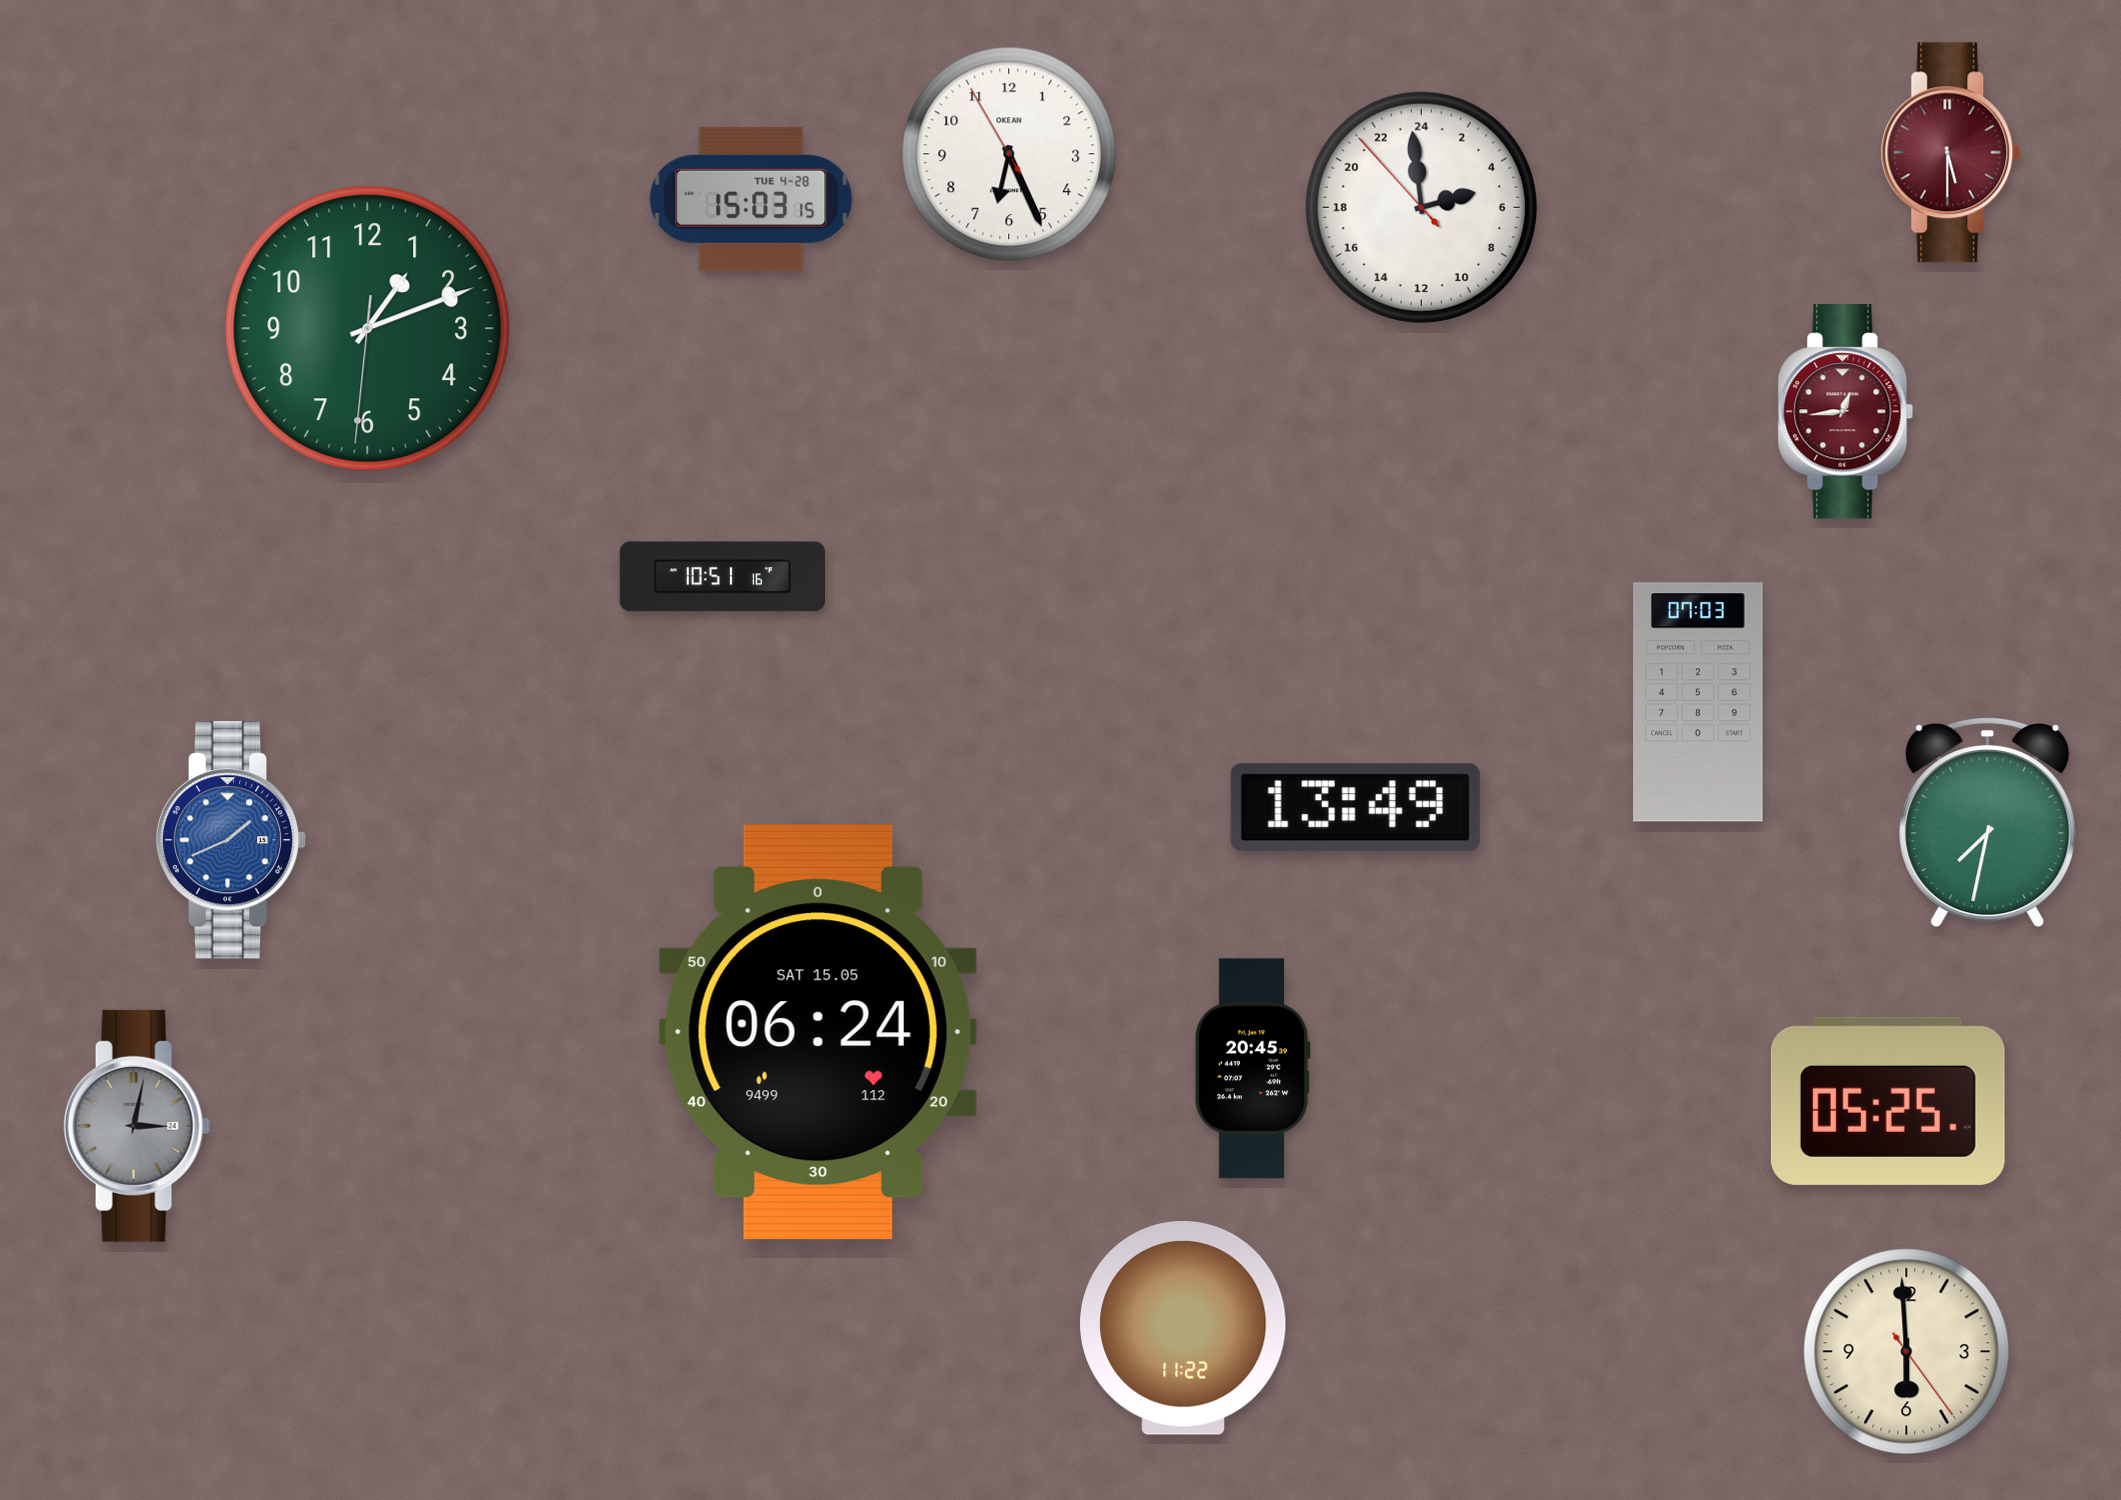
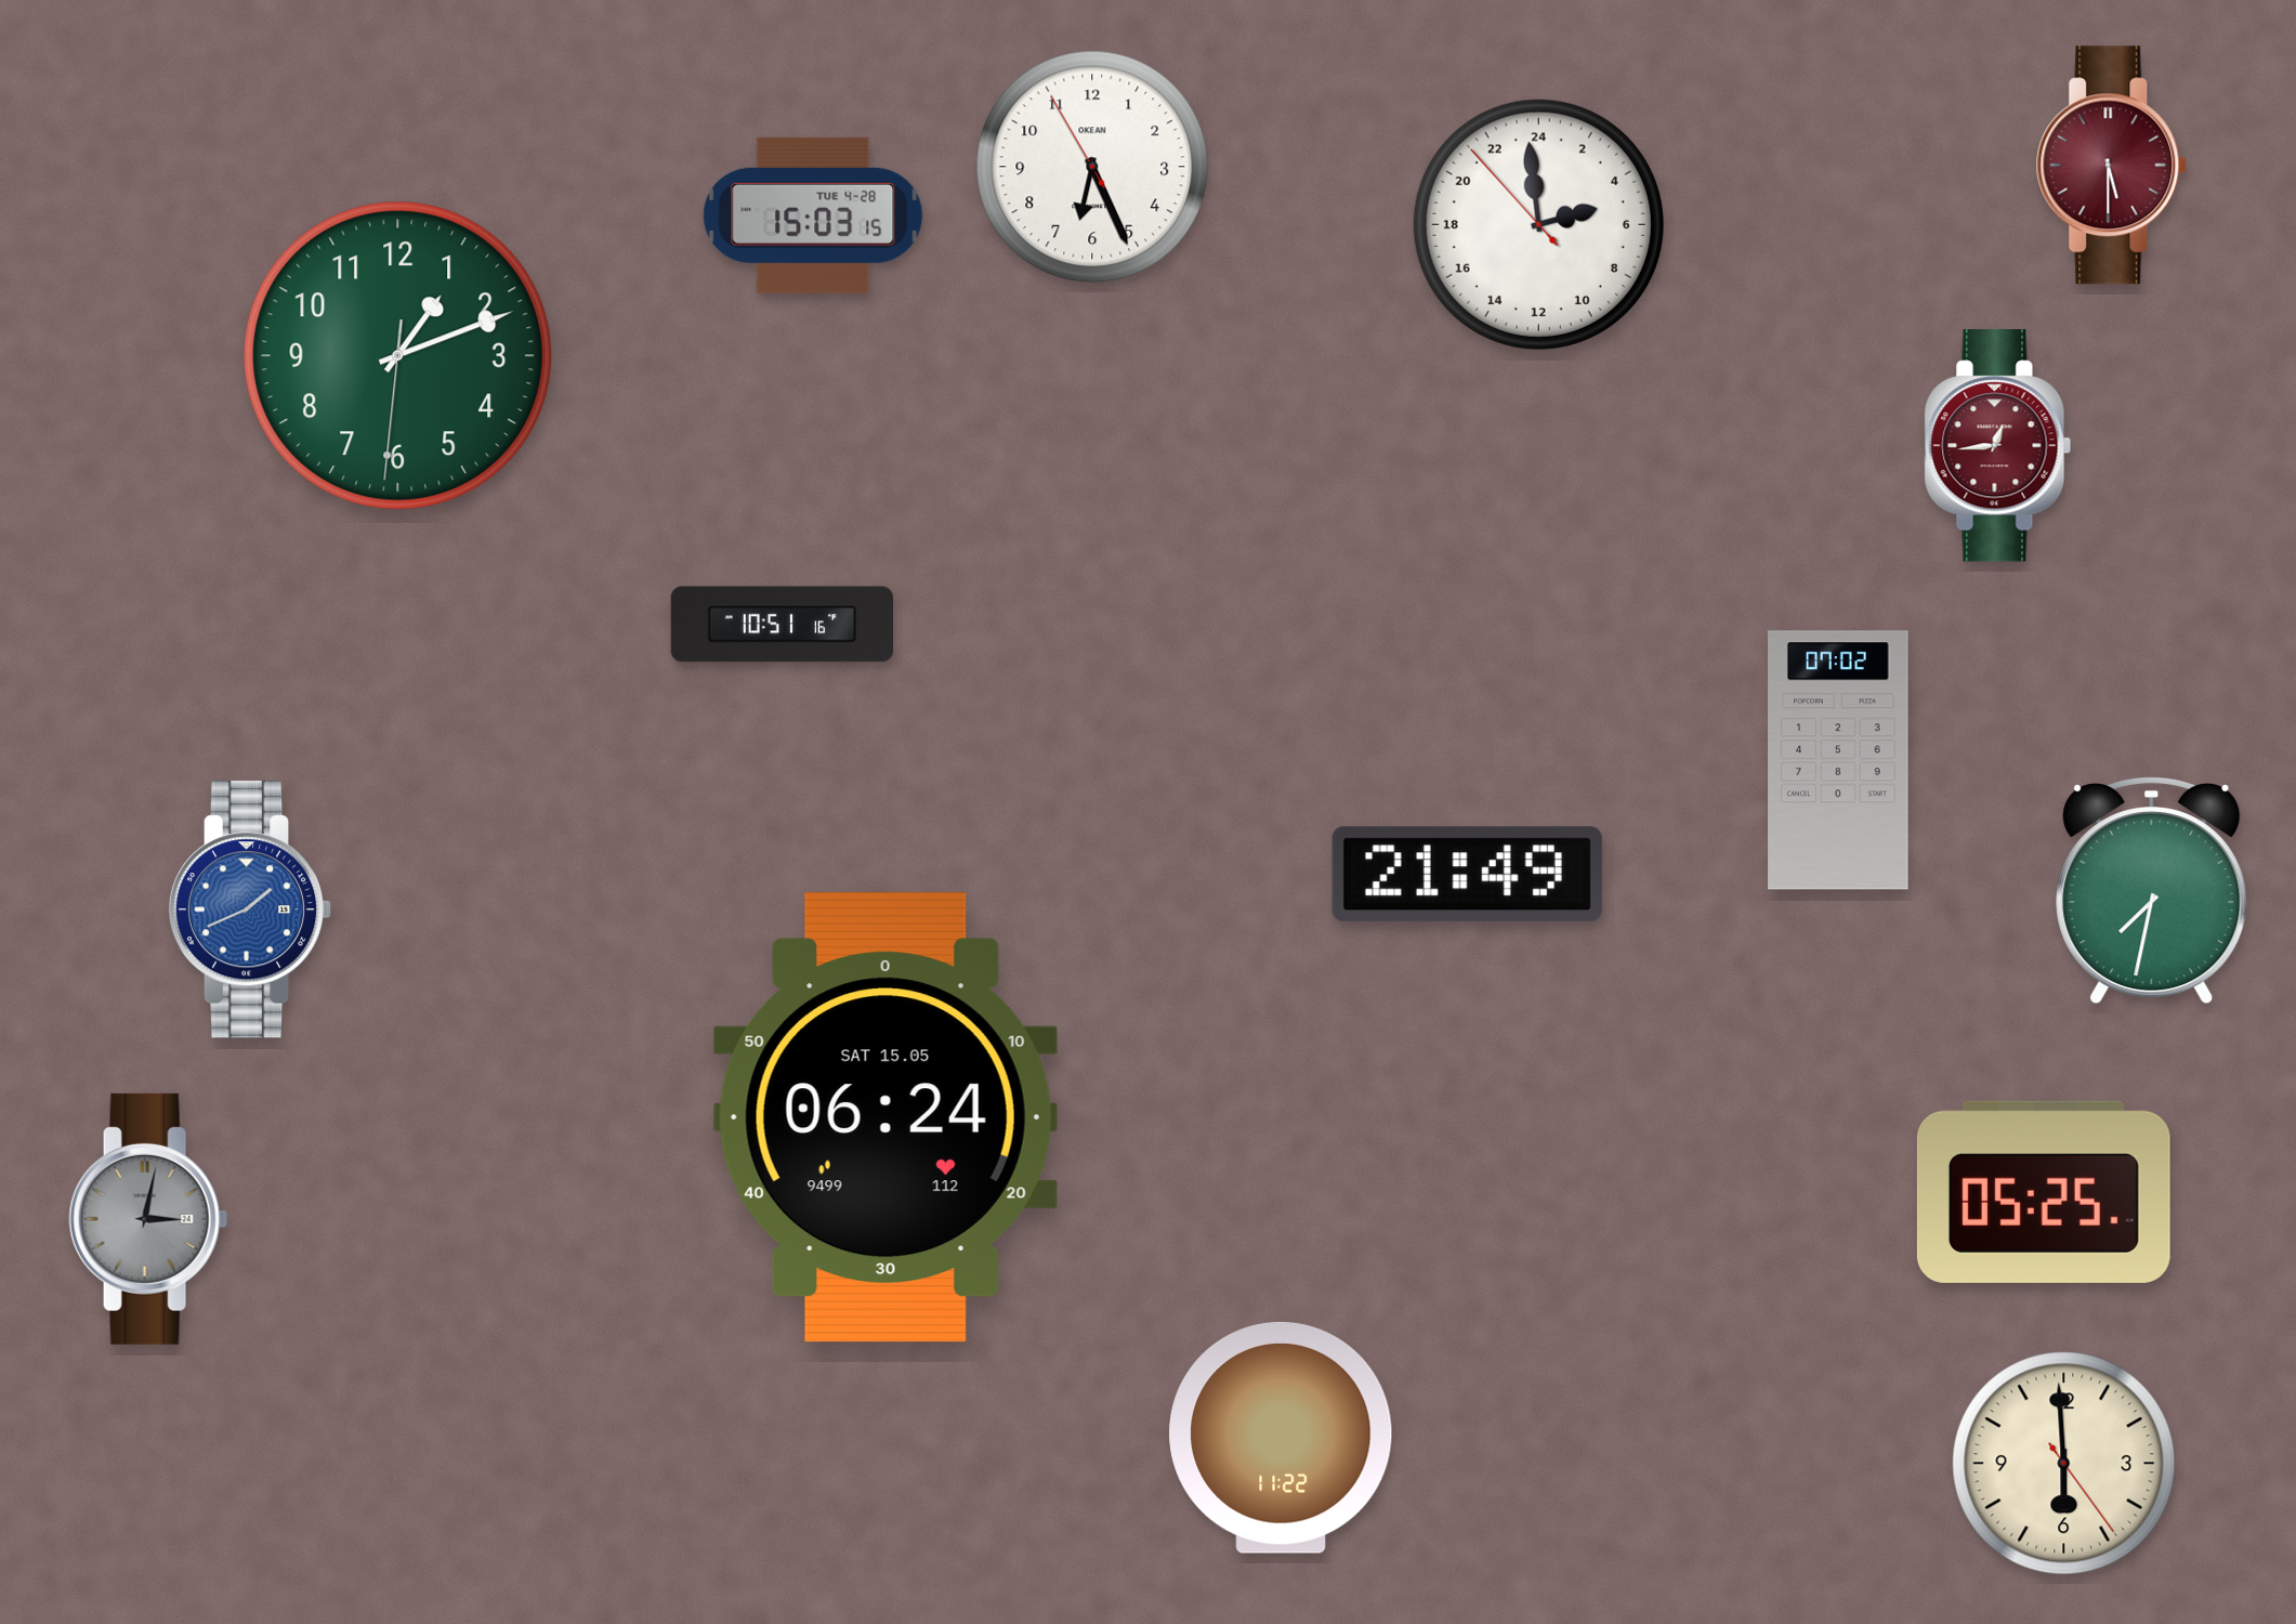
clock at (1698, 702): 07:03 -> 07:02
clock at (1355, 808): 13:49 -> 21:49
clock at (1252, 1069): 20:45 -> none
